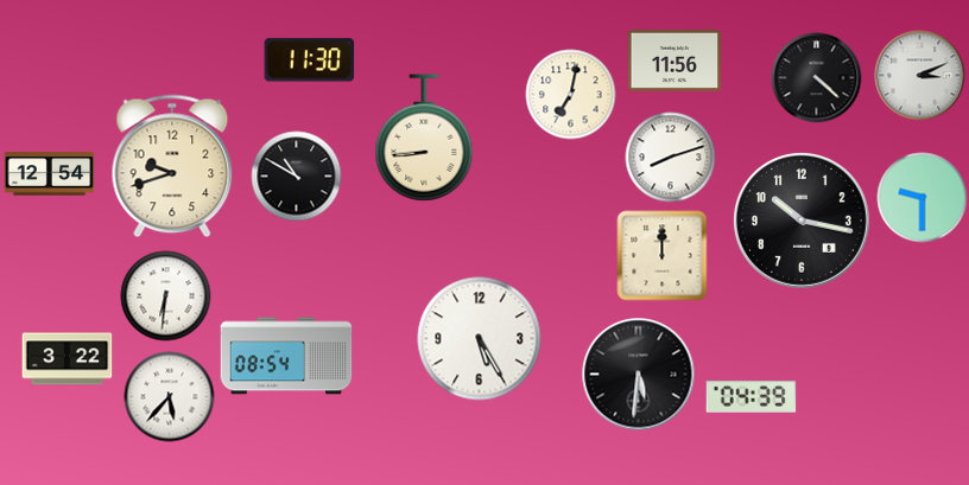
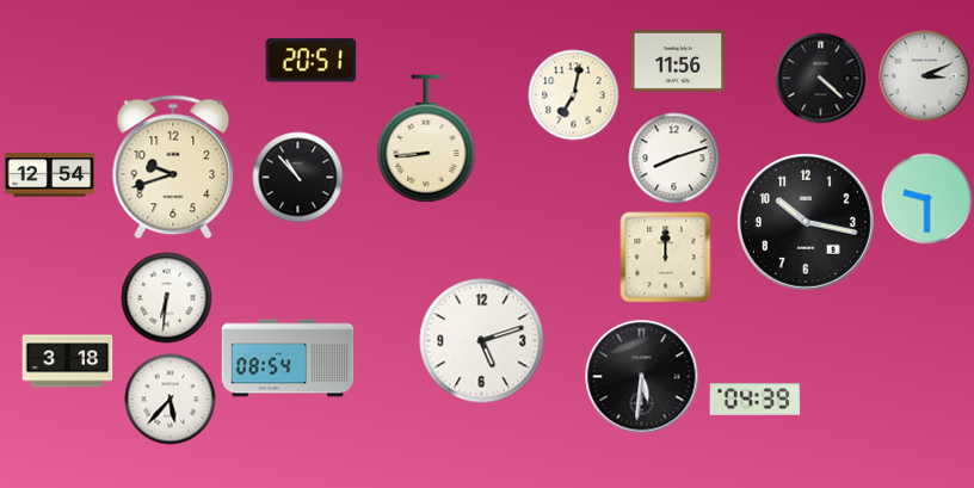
clock at (310, 60): 11:30 -> 20:51
clock at (297, 177): 10:50 -> 10:53
clock at (480, 339): 5:25 -> 5:12
clock at (68, 359): 3:22 -> 3:18
